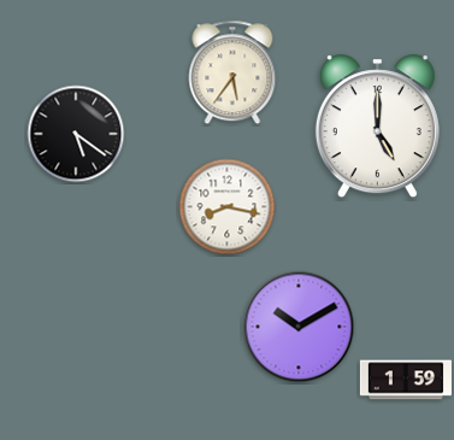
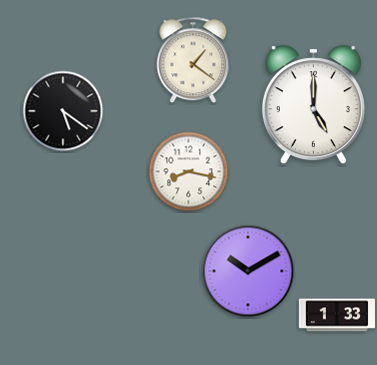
clock at (232, 72): 5:36 -> 1:21
clock at (405, 380): 1:59 -> 1:33
